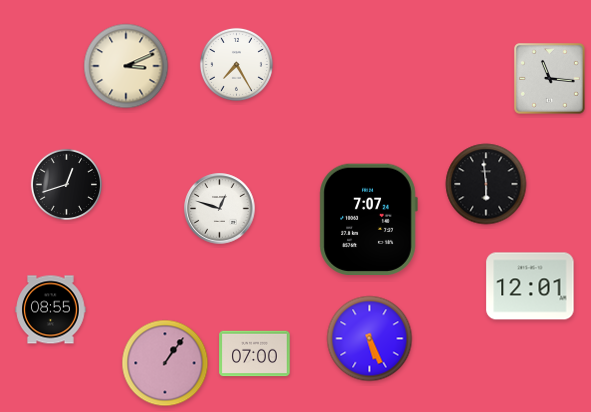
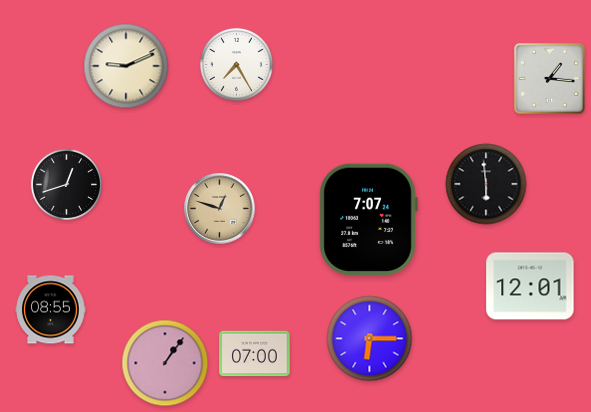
clock at (126, 66): 3:11 -> 9:11
clock at (550, 79): 11:16 -> 1:16
clock at (220, 209) dial: white -> champagne
clock at (370, 339): 5:26 -> 6:15
